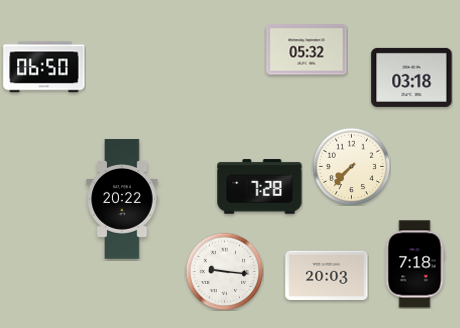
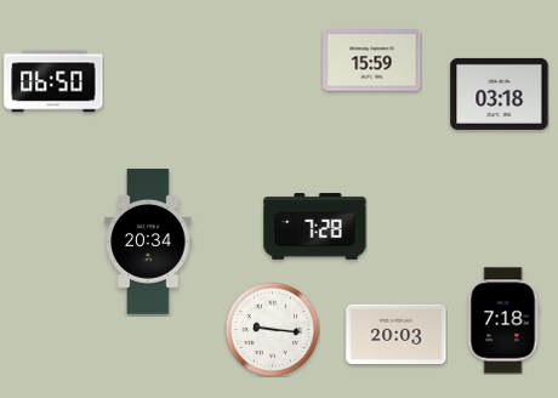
clock at (307, 50): 05:32 -> 15:59
clock at (351, 166): 7:37 -> none
clock at (122, 199): 20:22 -> 20:34
